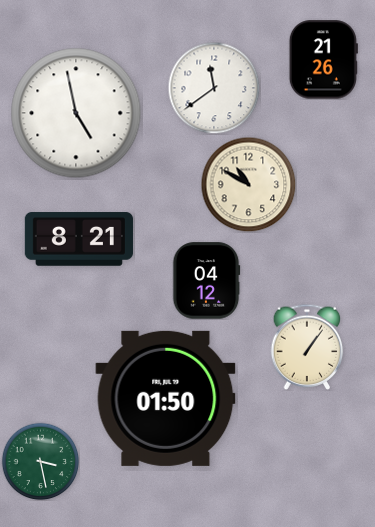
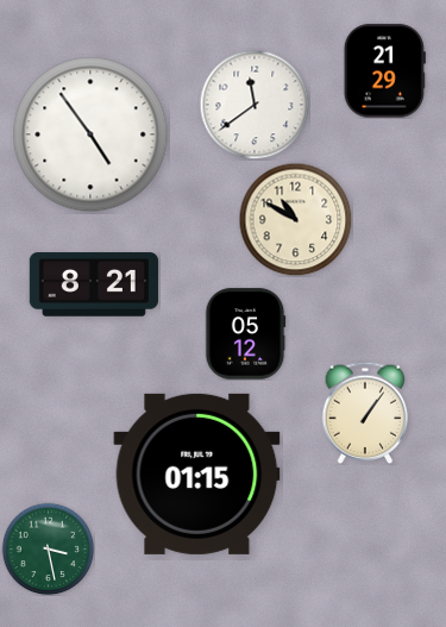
clock at (323, 60): 21:26 -> 21:29
clock at (76, 113): 4:58 -> 4:54
clock at (206, 281): 04:12 -> 05:12
clock at (166, 398): 01:50 -> 01:15
